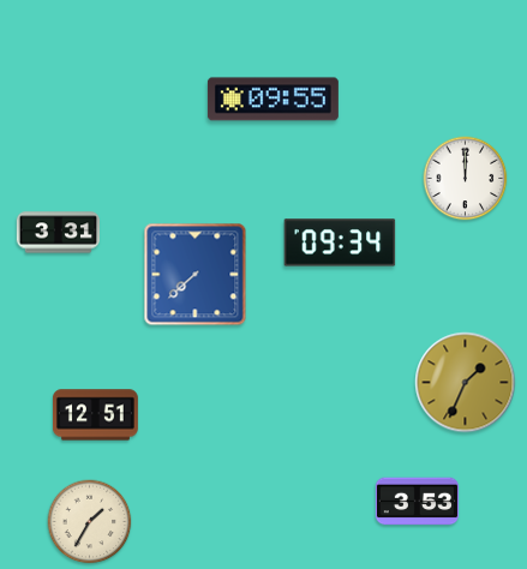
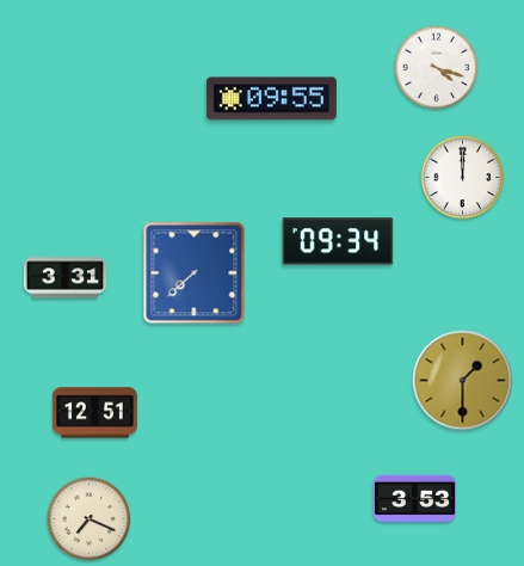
clock at (437, 68): none -> 4:18
clock at (58, 233) position: (58, 233) -> (64, 278)
clock at (466, 383): 1:34 -> 1:30
clock at (90, 522): 1:35 -> 7:19
